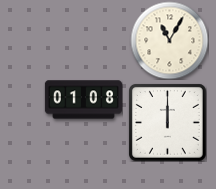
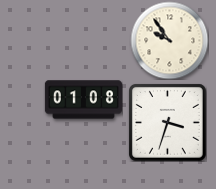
clock at (169, 40): 11:05 -> 9:54
clock at (167, 122): 12:00 -> 3:33
